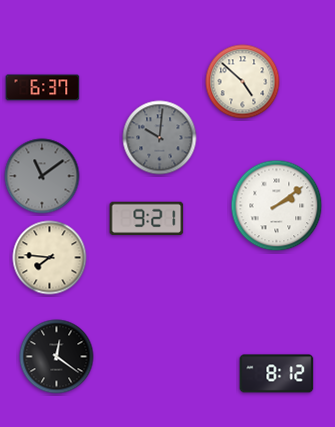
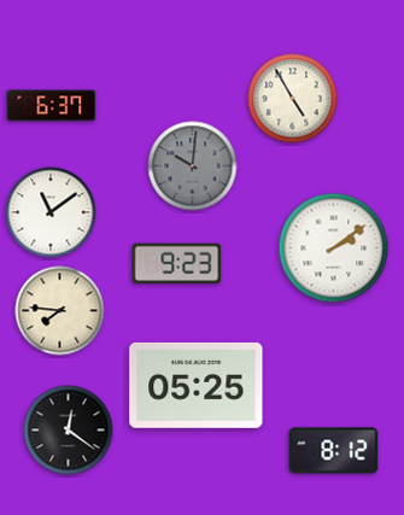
clock at (243, 82): 4:52 -> 4:55
clock at (42, 176) dial: grey -> white
clock at (147, 219): 9:21 -> 9:23
clock at (197, 385): none -> 05:25
